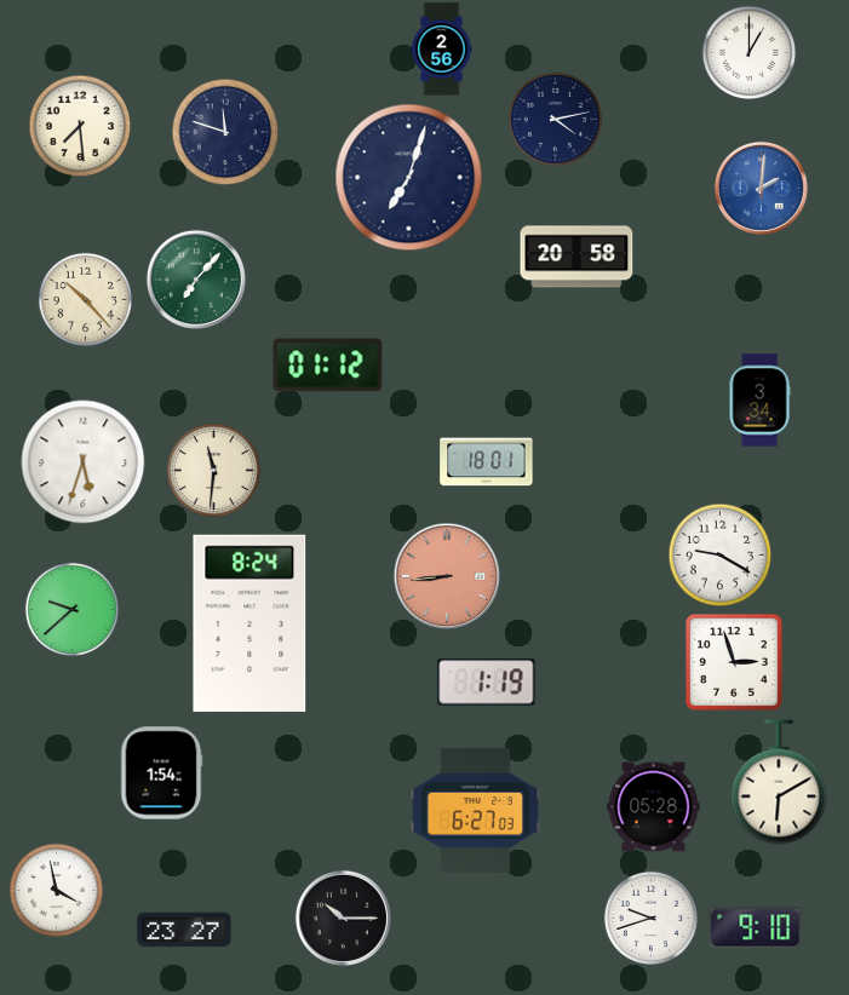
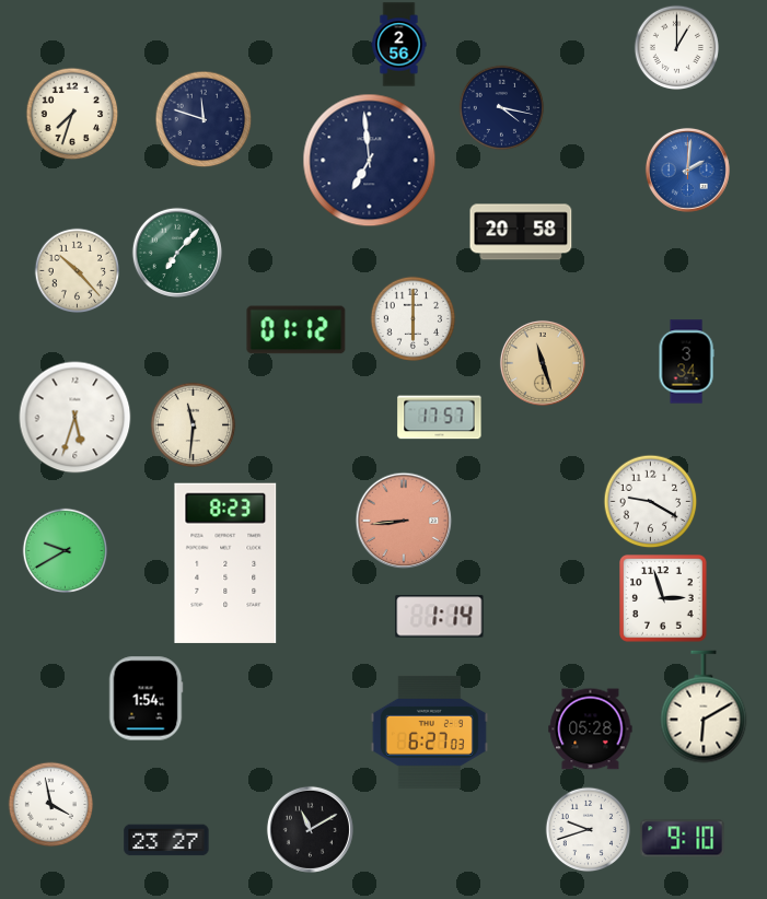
clock at (555, 119): 4:13 -> 4:17
clock at (80, 126): 7:29 -> 7:33
clock at (409, 178): 7:03 -> 6:59
clock at (412, 318): none -> 6:00
clock at (543, 363): none -> 11:27
clock at (487, 462): 18:01 -> 17:57
clock at (71, 609): 9:38 -> 9:40
clock at (249, 623): 8:24 -> 8:23
clock at (487, 683): 1:19 -> 1:14
clock at (343, 918): 10:15 -> 11:10
